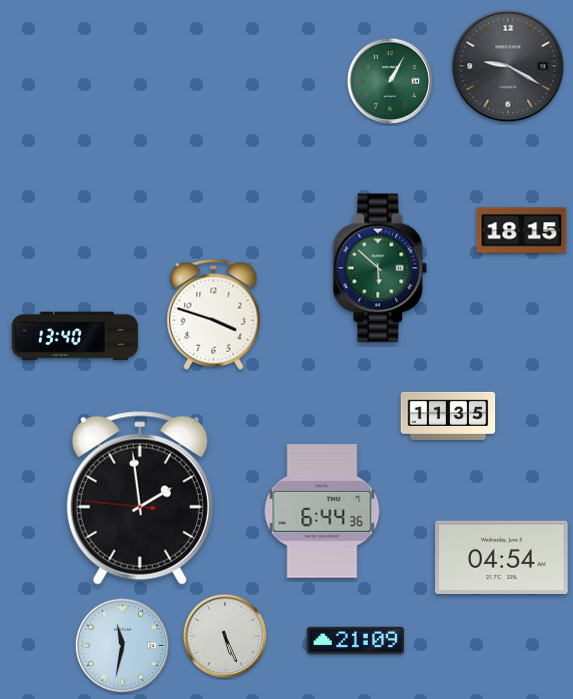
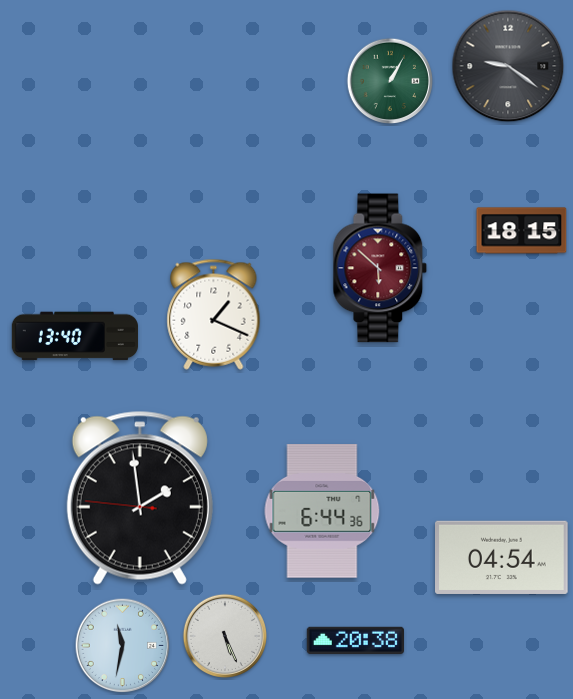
clock at (508, 66): 9:20 -> 9:21
clock at (380, 268) dial: green -> burgundy
clock at (214, 314): 3:48 -> 1:19
clock at (448, 416): 11:35 -> none
clock at (355, 641): 21:09 -> 20:38
